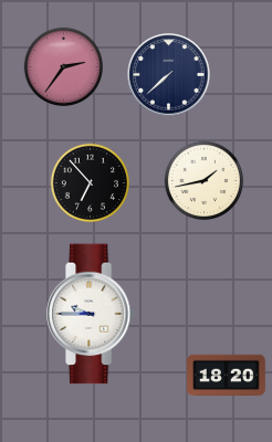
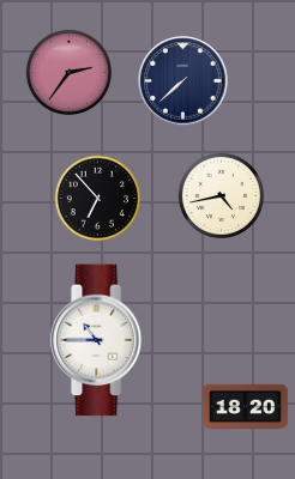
clock at (203, 180): 1:43 -> 4:43
clock at (92, 314): 9:45 -> 10:45
